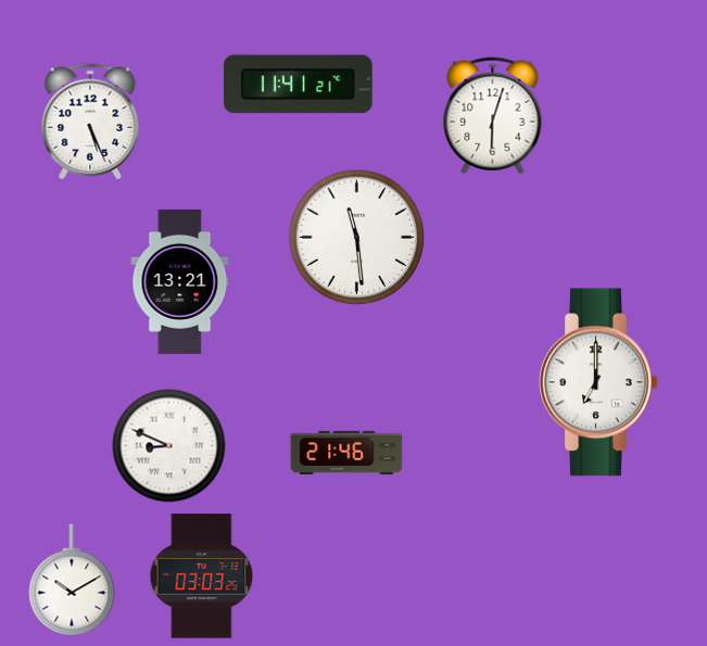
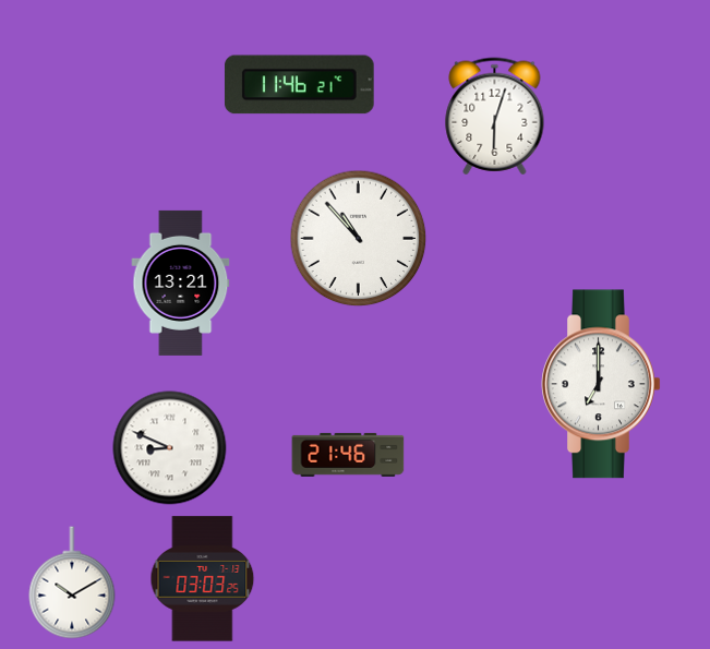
clock at (298, 85): 11:41 -> 11:46
clock at (90, 122): 5:26 -> none
clock at (357, 238): 11:29 -> 10:53
